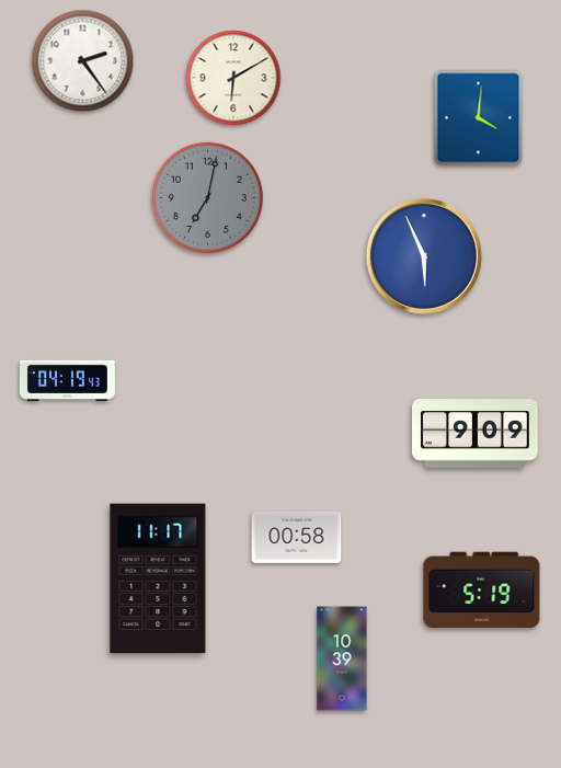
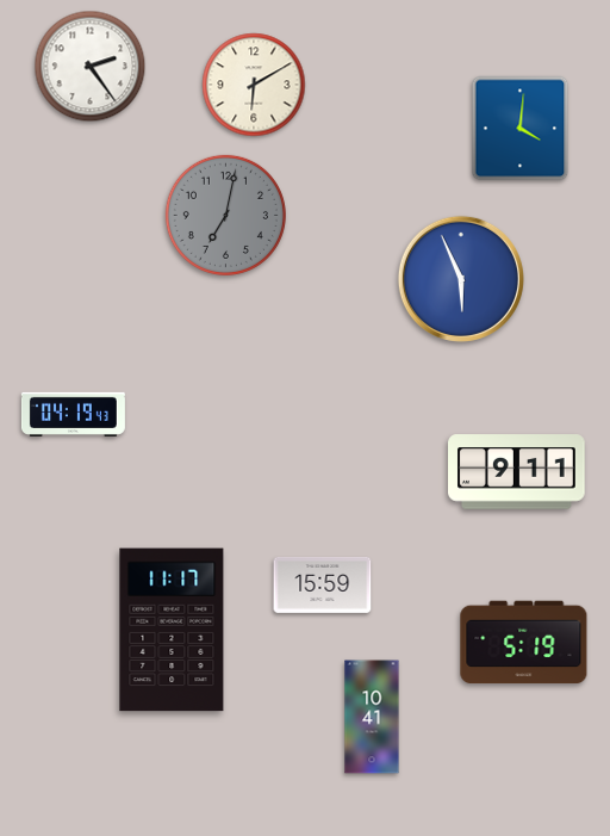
clock at (476, 434): 9:09 -> 9:11
clock at (297, 537): 00:58 -> 15:59
clock at (342, 658): 10:39 -> 10:41
